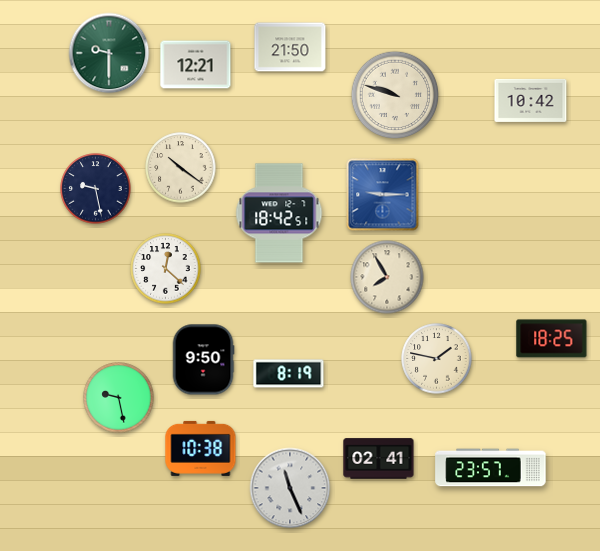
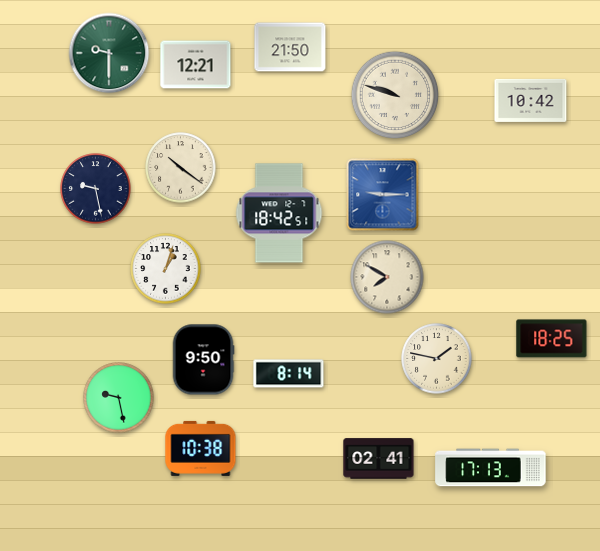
clock at (166, 269): 12:22 -> 1:03
clock at (387, 277): 7:55 -> 7:50
clock at (289, 374): 8:19 -> 8:14
clock at (491, 468): 23:57 -> 17:13
clock at (290, 488): 11:26 -> none
